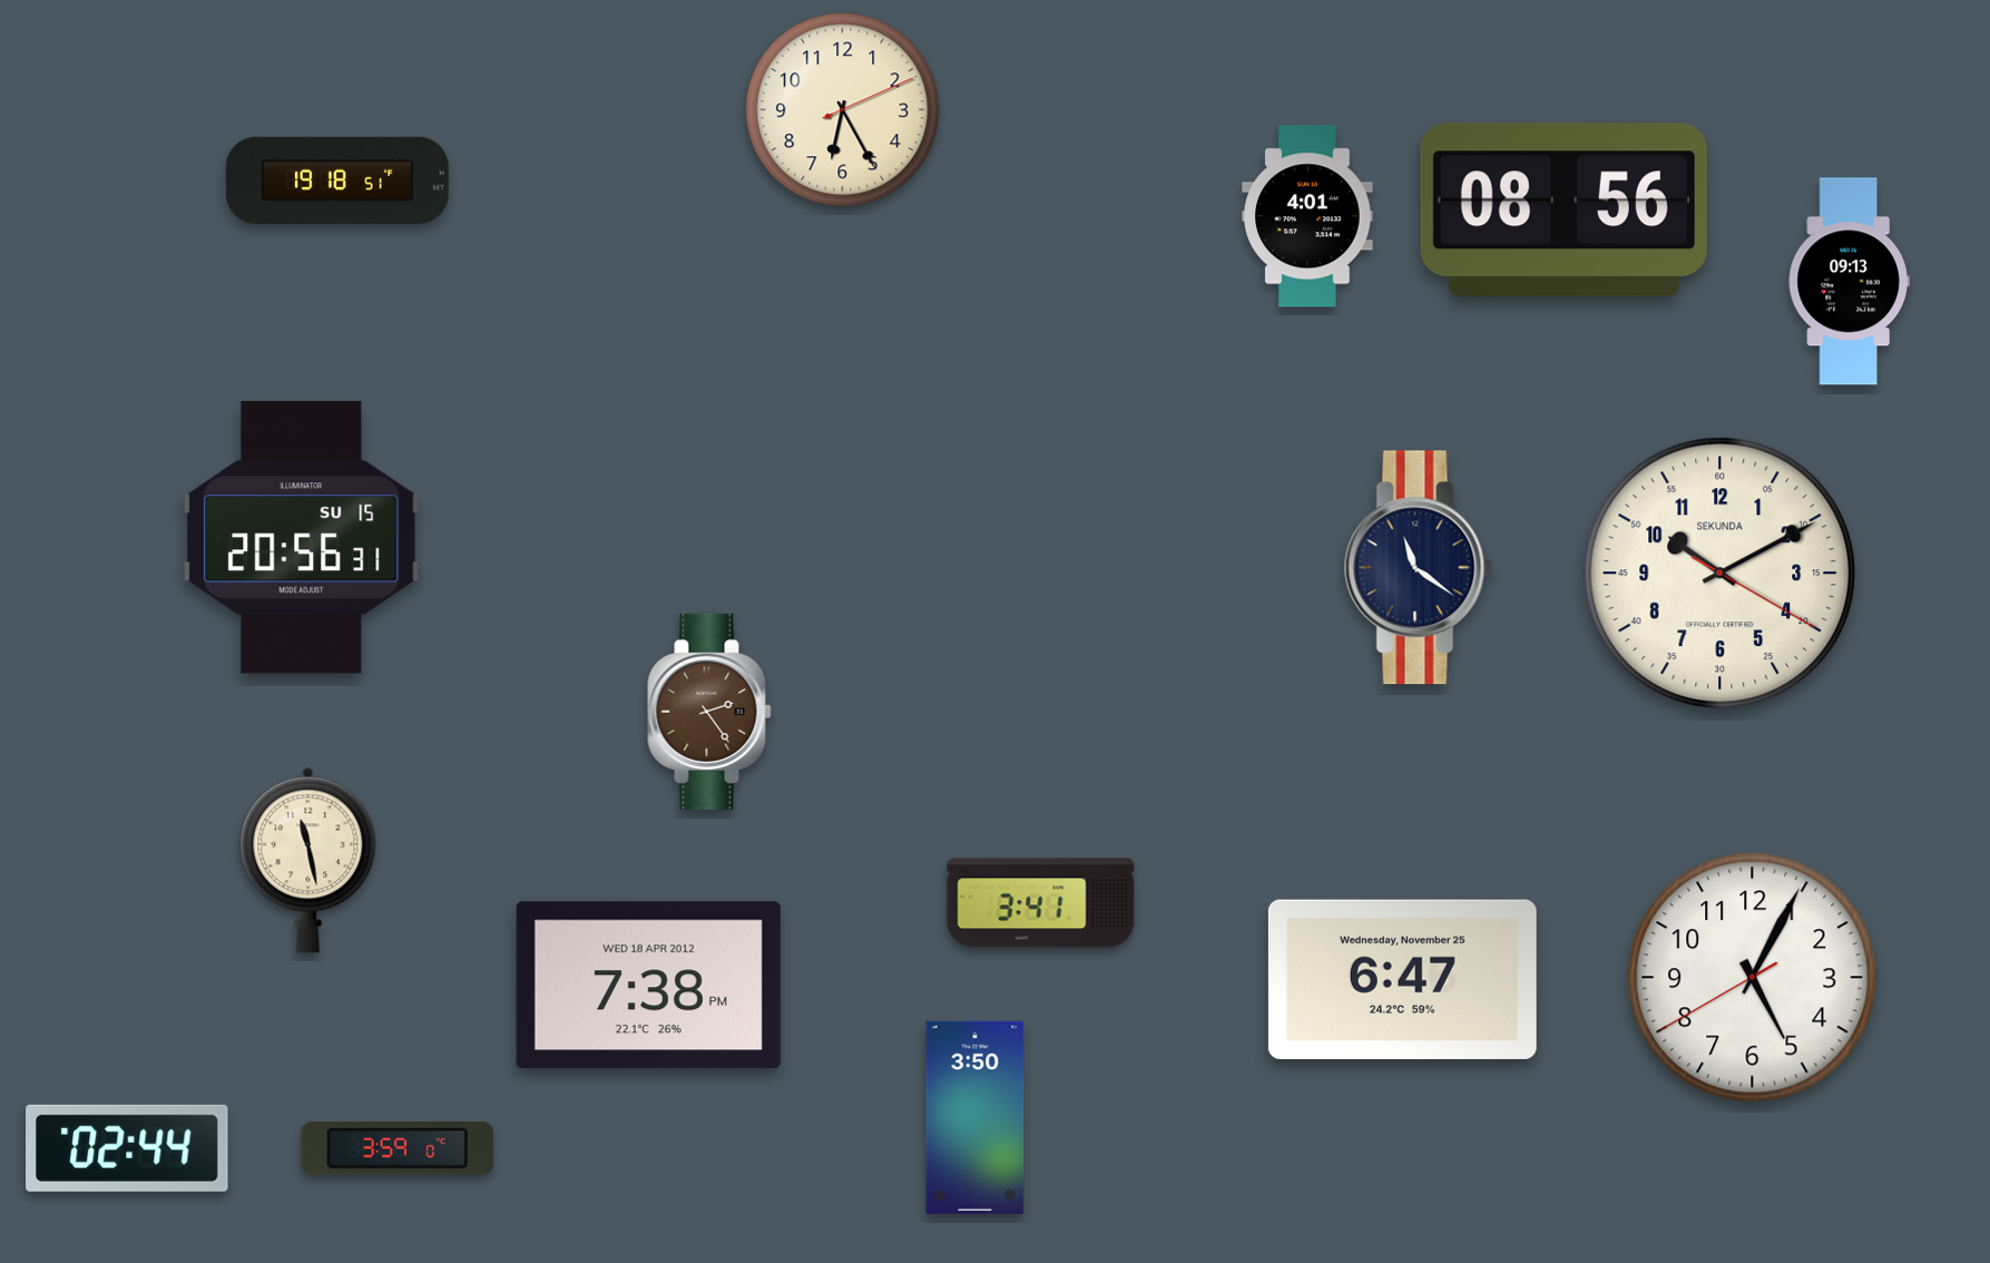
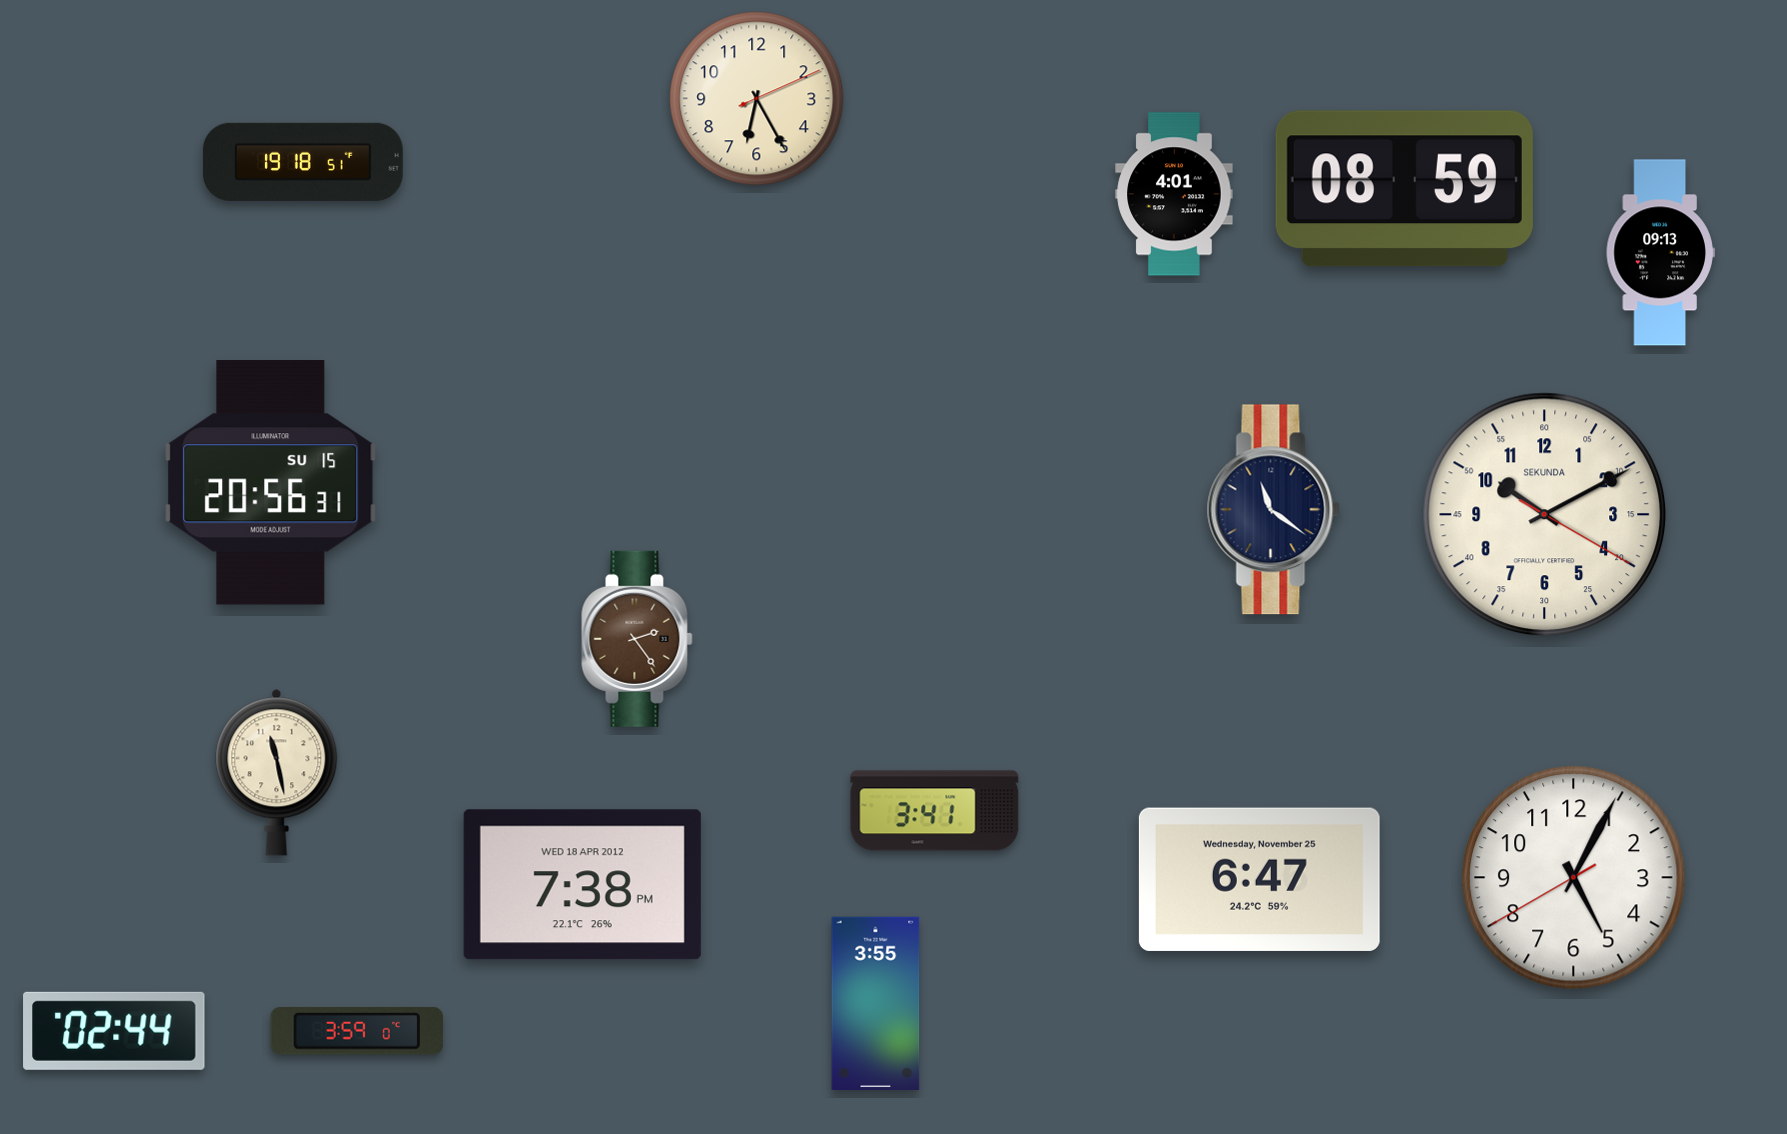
clock at (1563, 210): 08:56 -> 08:59
clock at (976, 1117): 3:50 -> 3:55
